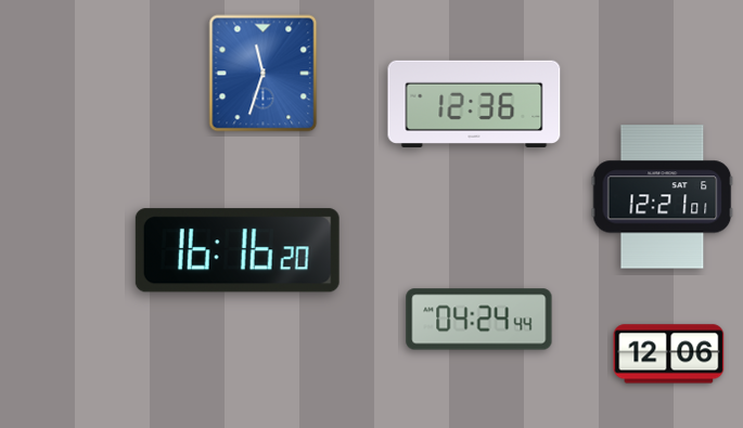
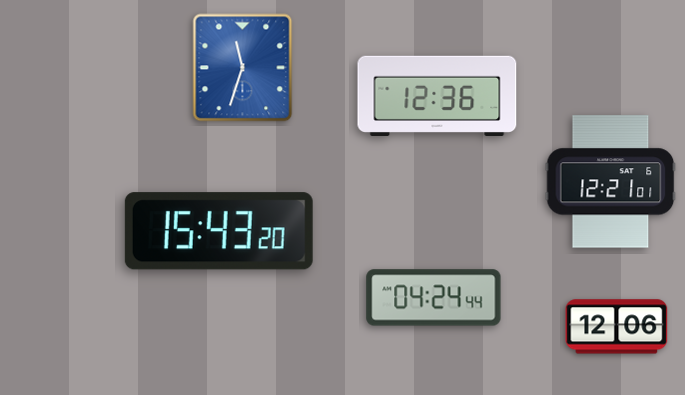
clock at (238, 250): 16:16 -> 15:43
clock at (479, 320) position: (479, 320) -> (434, 298)
